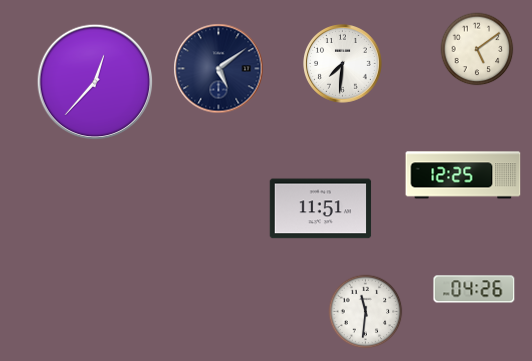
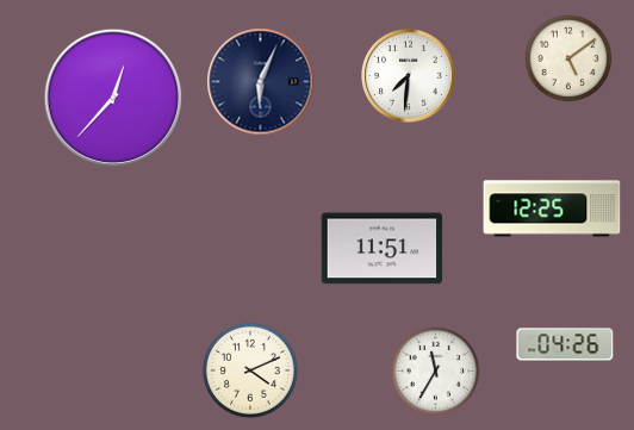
clock at (219, 69): 5:09 -> 6:04
clock at (250, 370): none -> 4:11
clock at (366, 312): 11:31 -> 11:35
